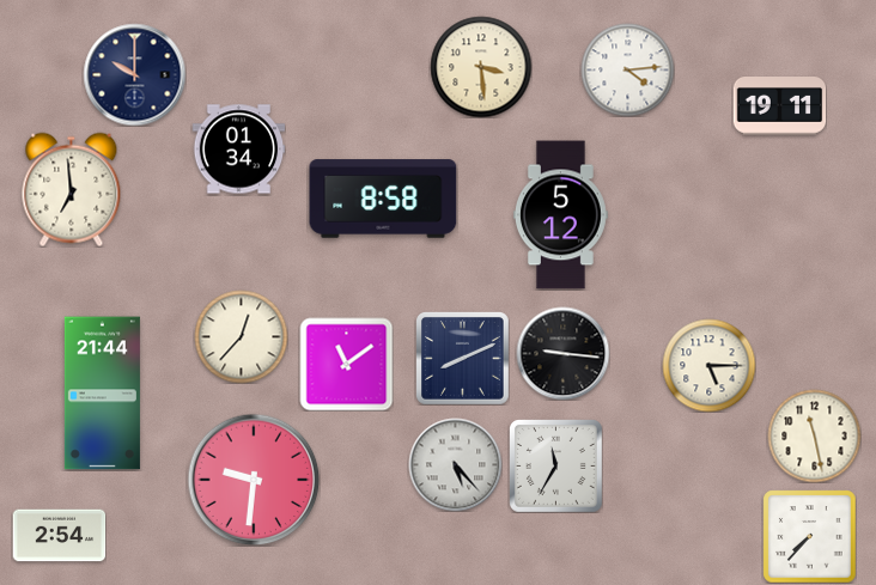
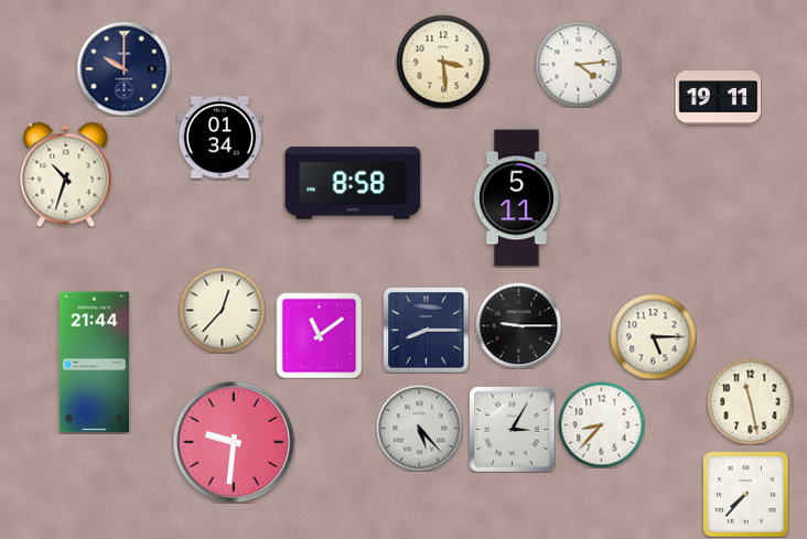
clock at (72, 189): 6:59 -> 10:33
clock at (560, 215): 5:12 -> 5:11
clock at (562, 353): 9:16 -> 9:15
clock at (463, 359): 8:11 -> 8:15
clock at (601, 424): none -> 8:37
clock at (556, 467): 11:35 -> 3:05
clock at (59, 536): 2:54 -> none
